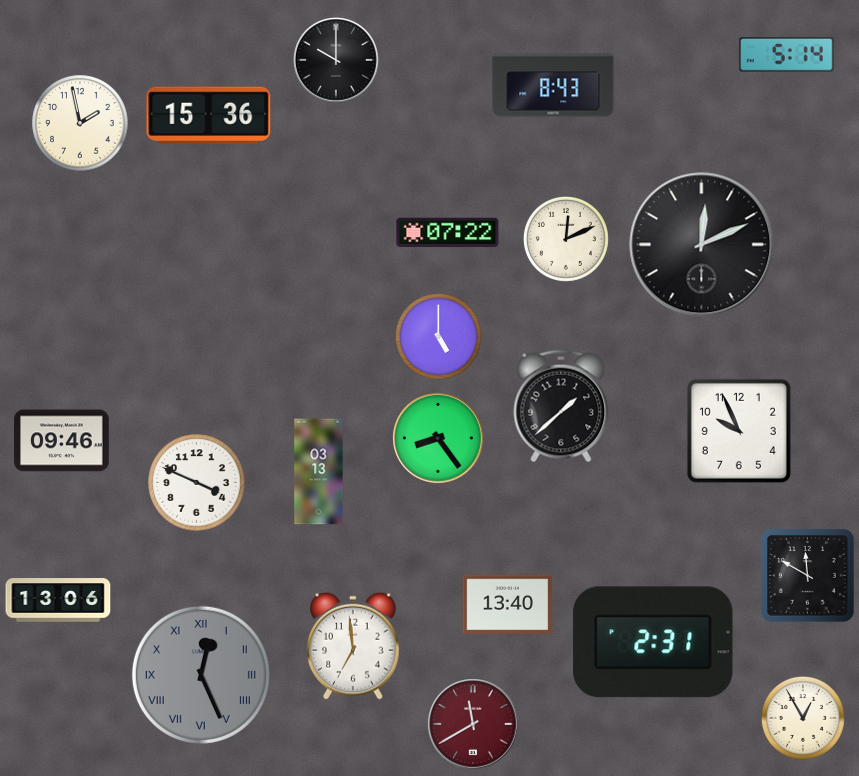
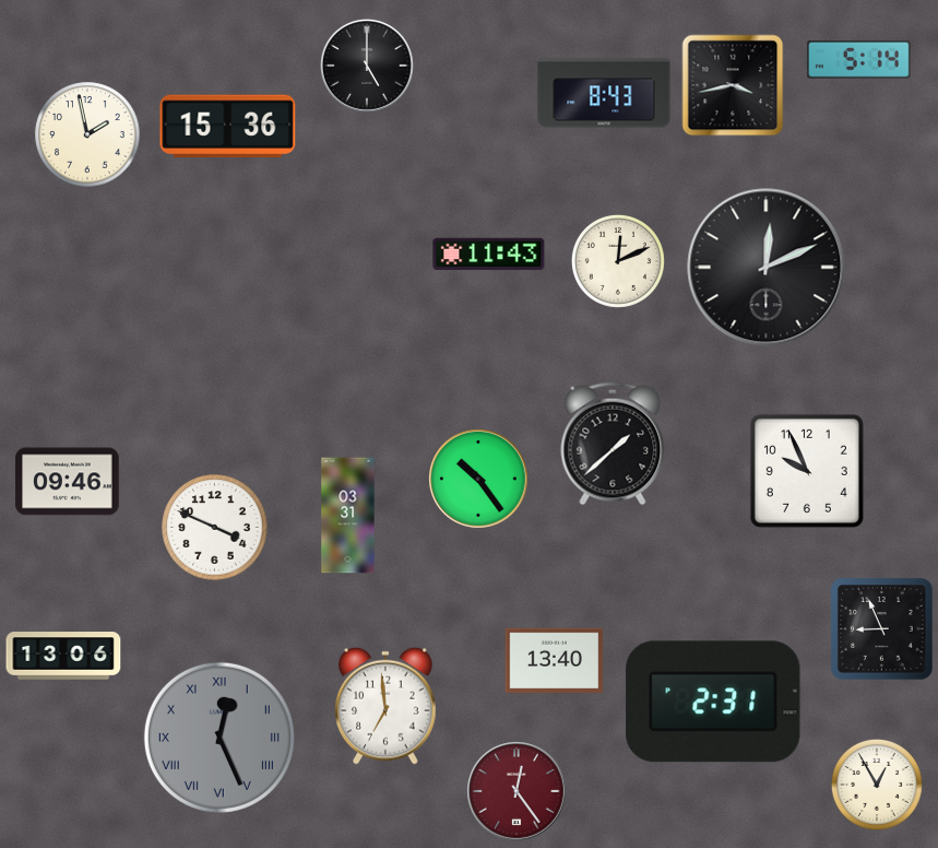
clock at (336, 60): 10:00 -> 5:00
clock at (733, 85): none -> 3:43
clock at (448, 233): 07:22 -> 11:43
clock at (438, 336): 5:00 -> none
clock at (439, 439): 8:24 -> 10:24
clock at (319, 472): 03:13 -> 03:31
clock at (808, 576): 11:50 -> 8:56
clock at (474, 725): 11:40 -> 12:24
